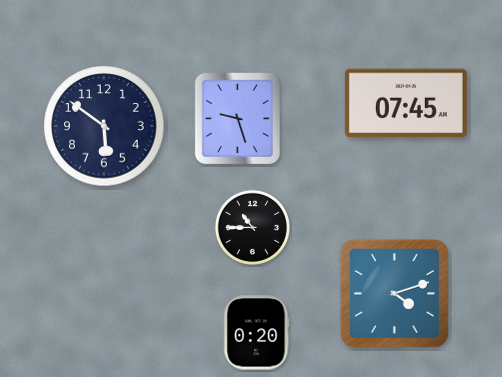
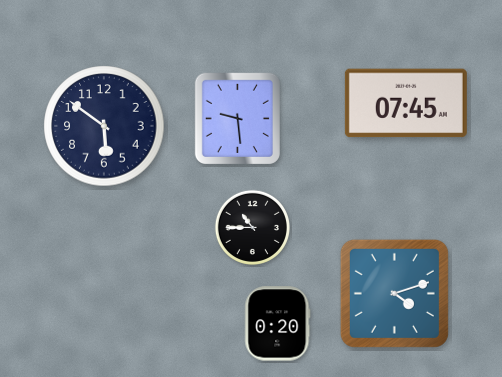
clock at (237, 118): 9:27 -> 9:29
clock at (257, 333) position: (257, 333) -> (278, 324)
